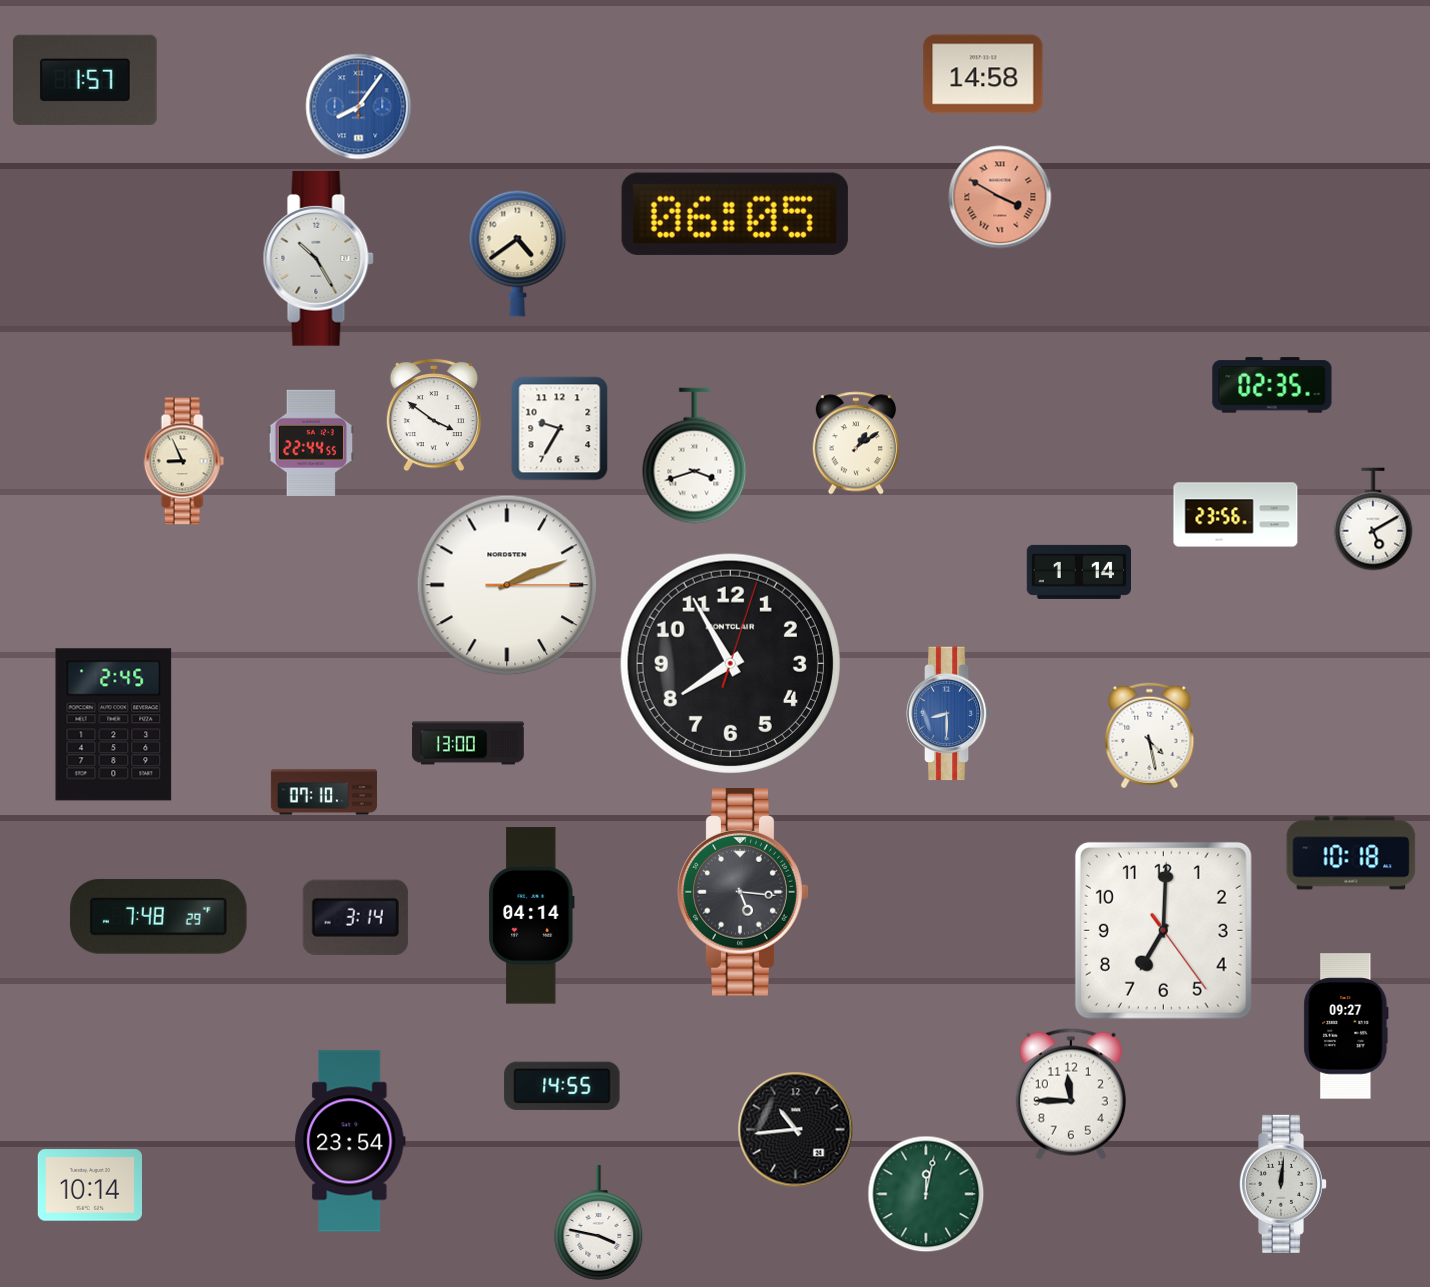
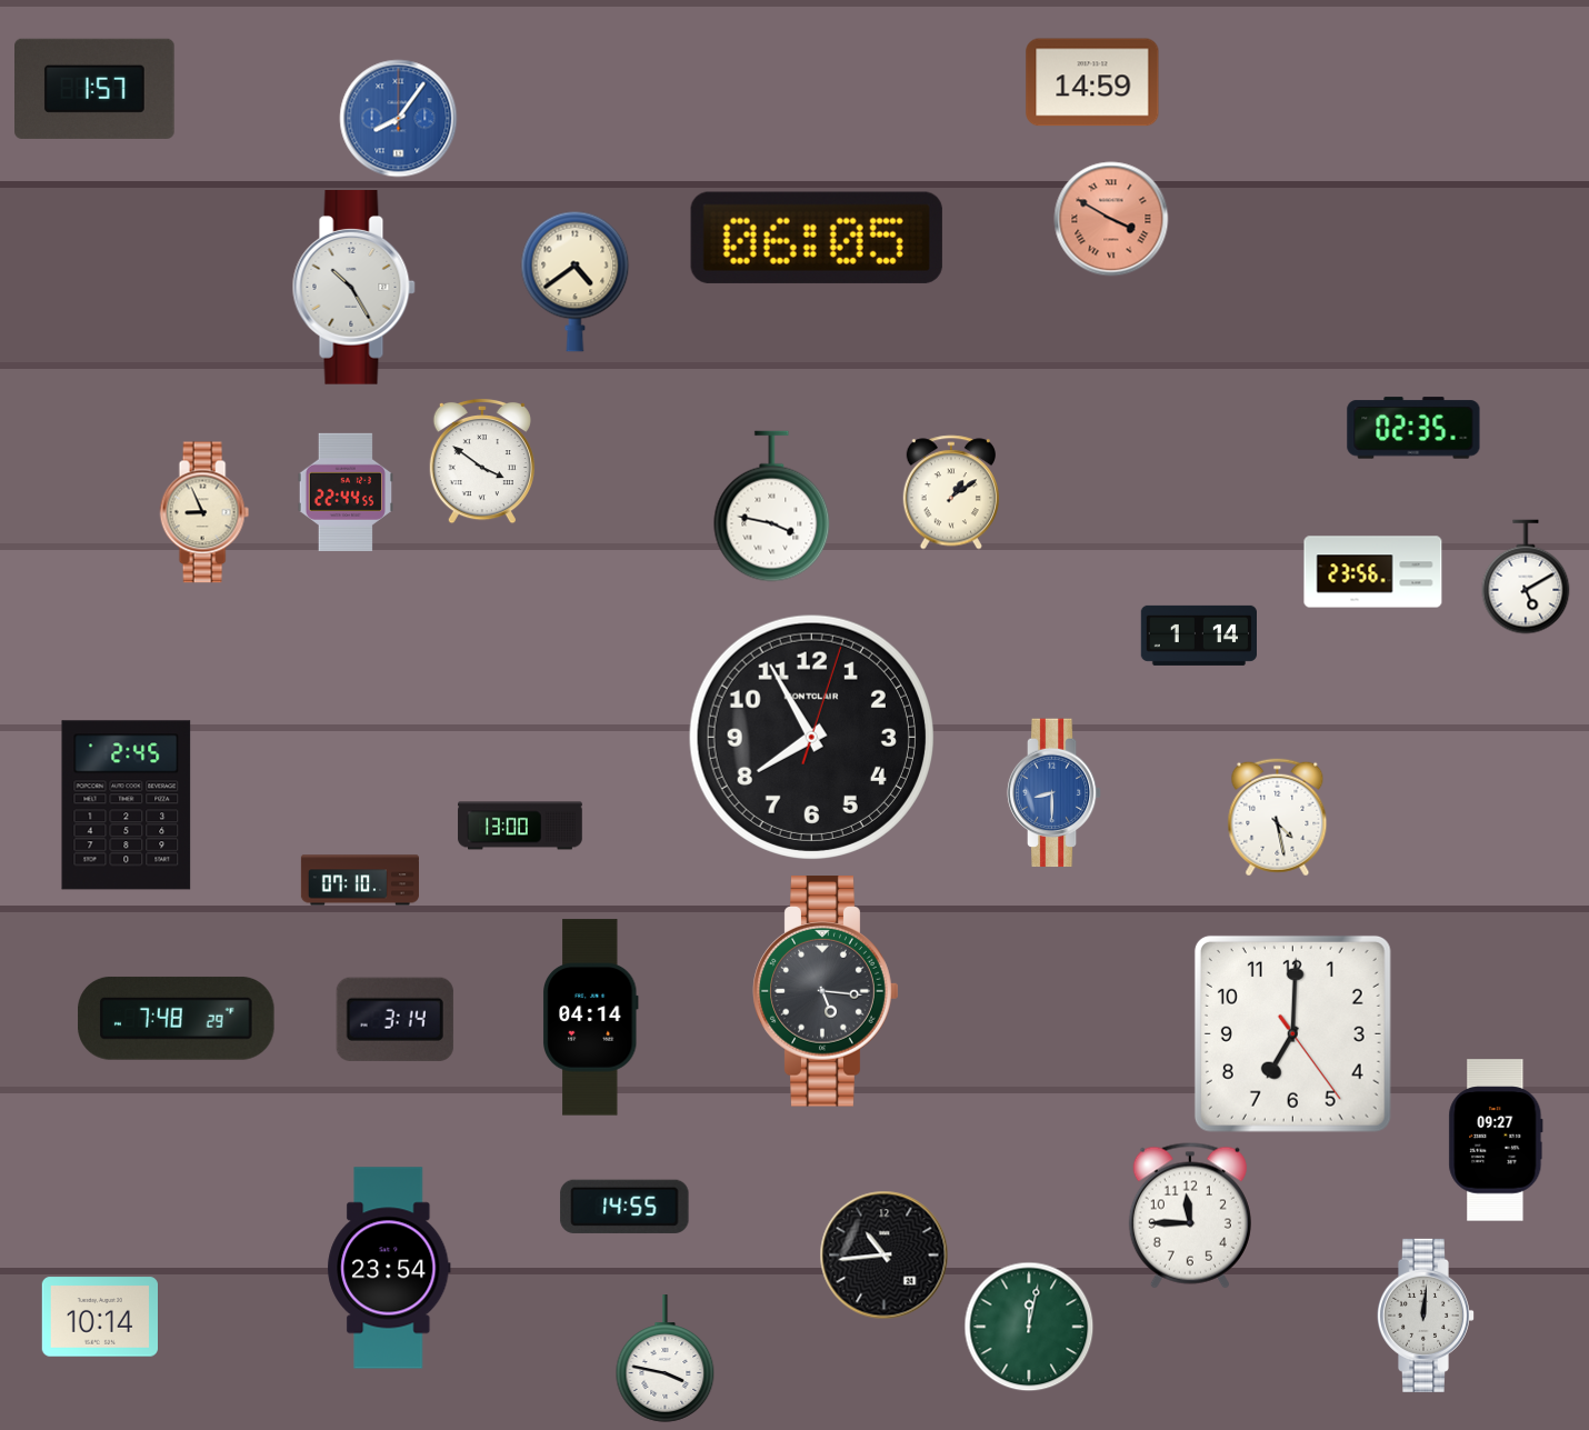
clock at (983, 74): 14:58 -> 14:59
clock at (560, 429): 9:35 -> none
clock at (695, 456): 3:42 -> 3:47
clock at (507, 585): 2:11 -> none
clock at (1351, 853): 10:18 -> none
